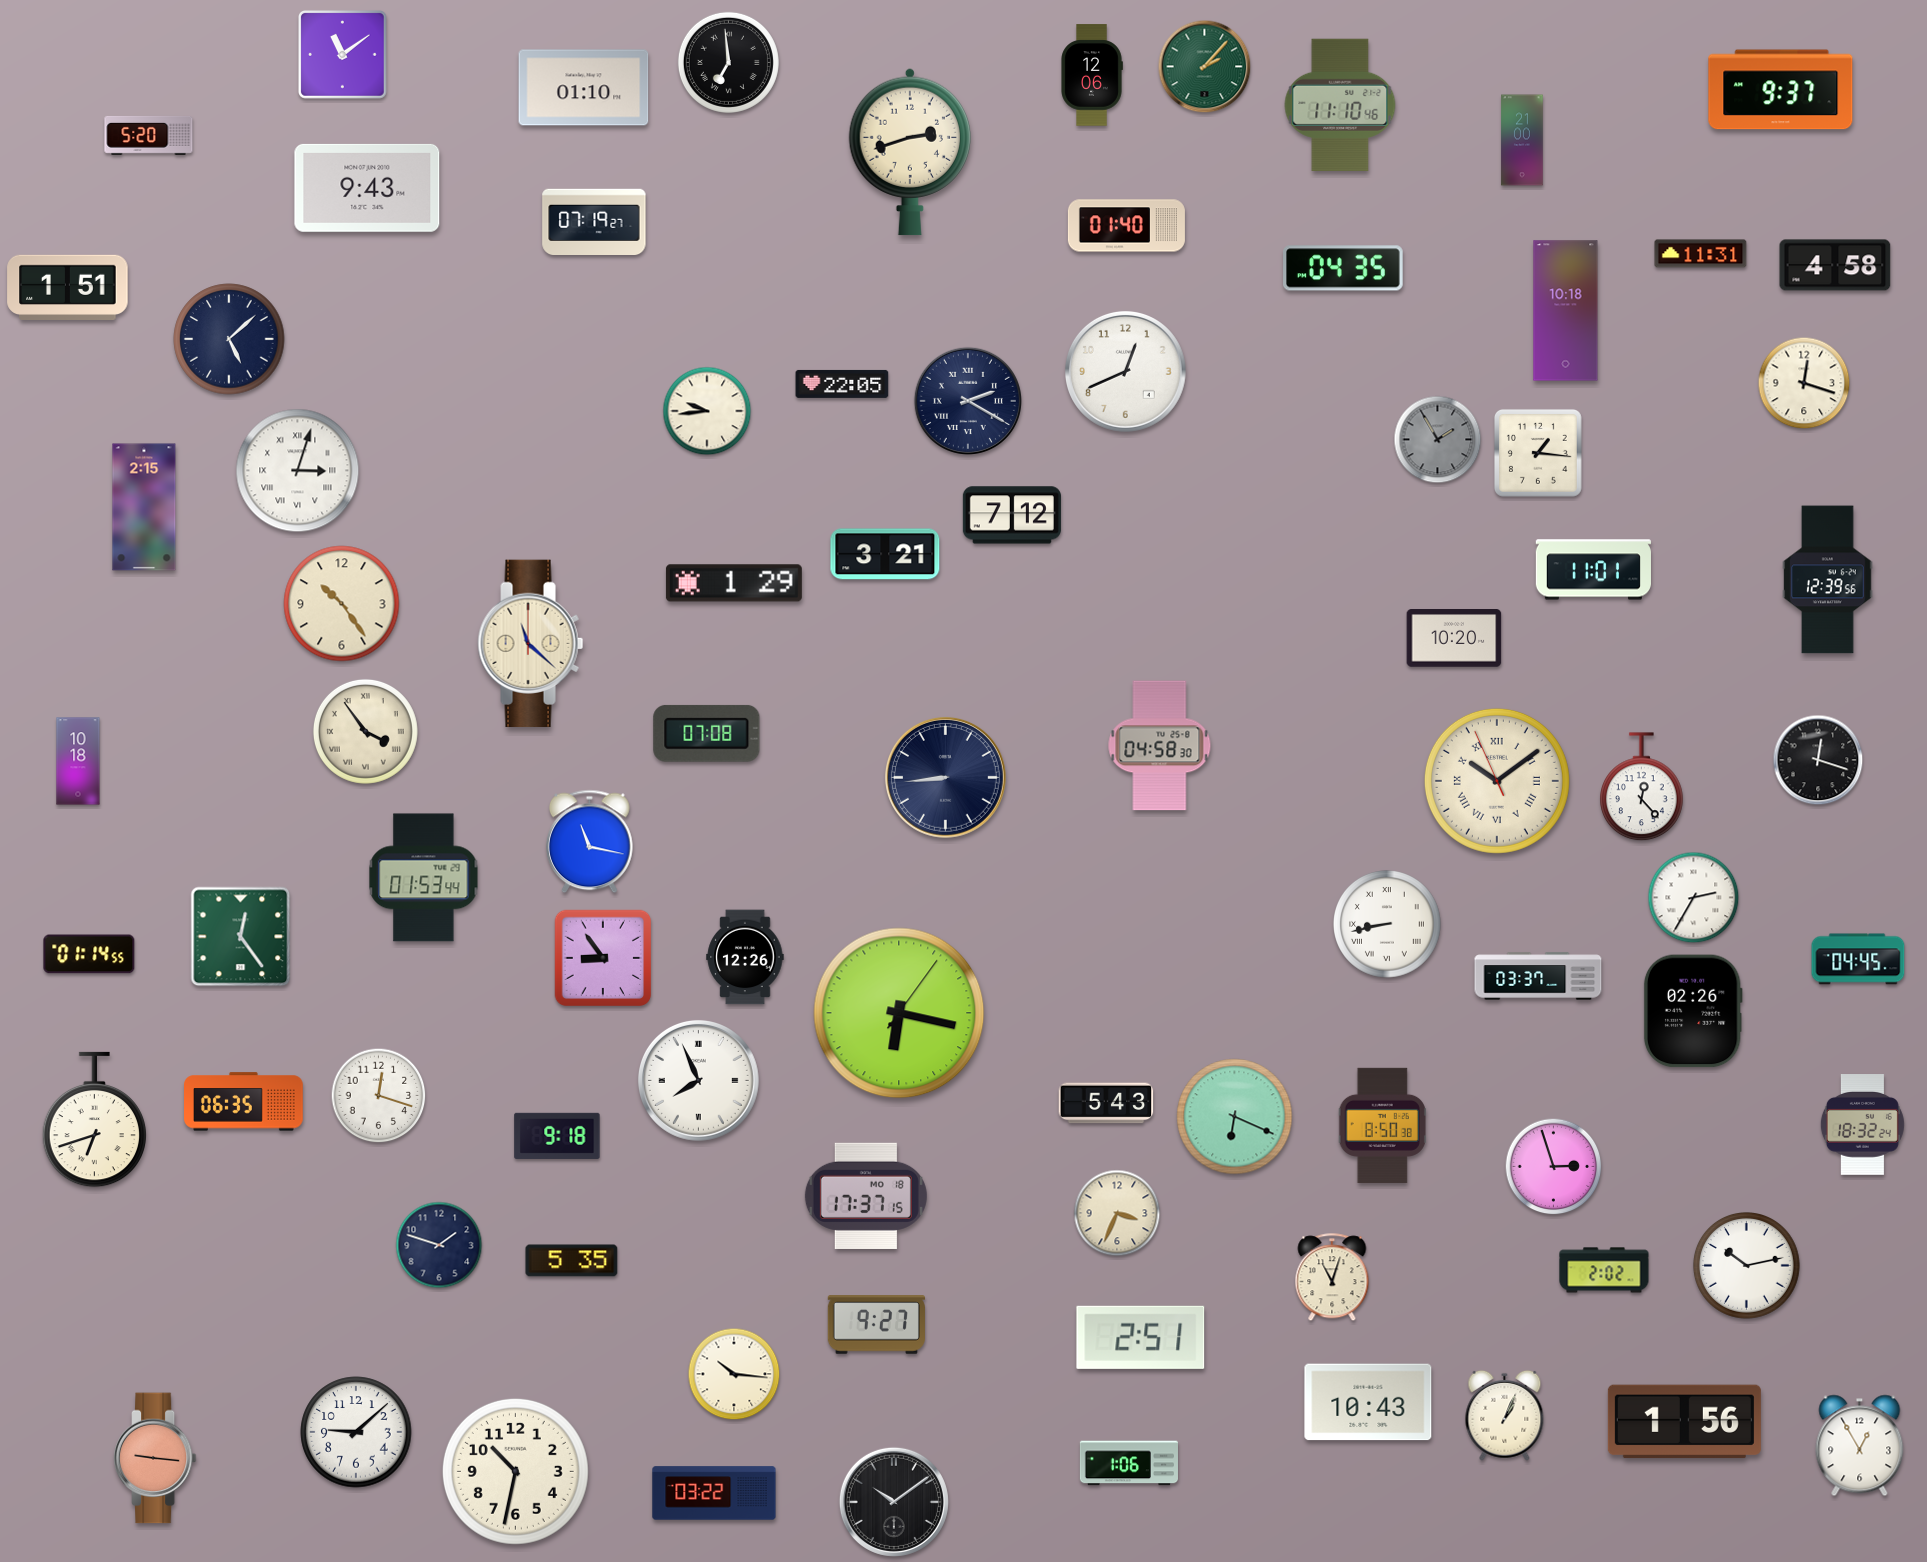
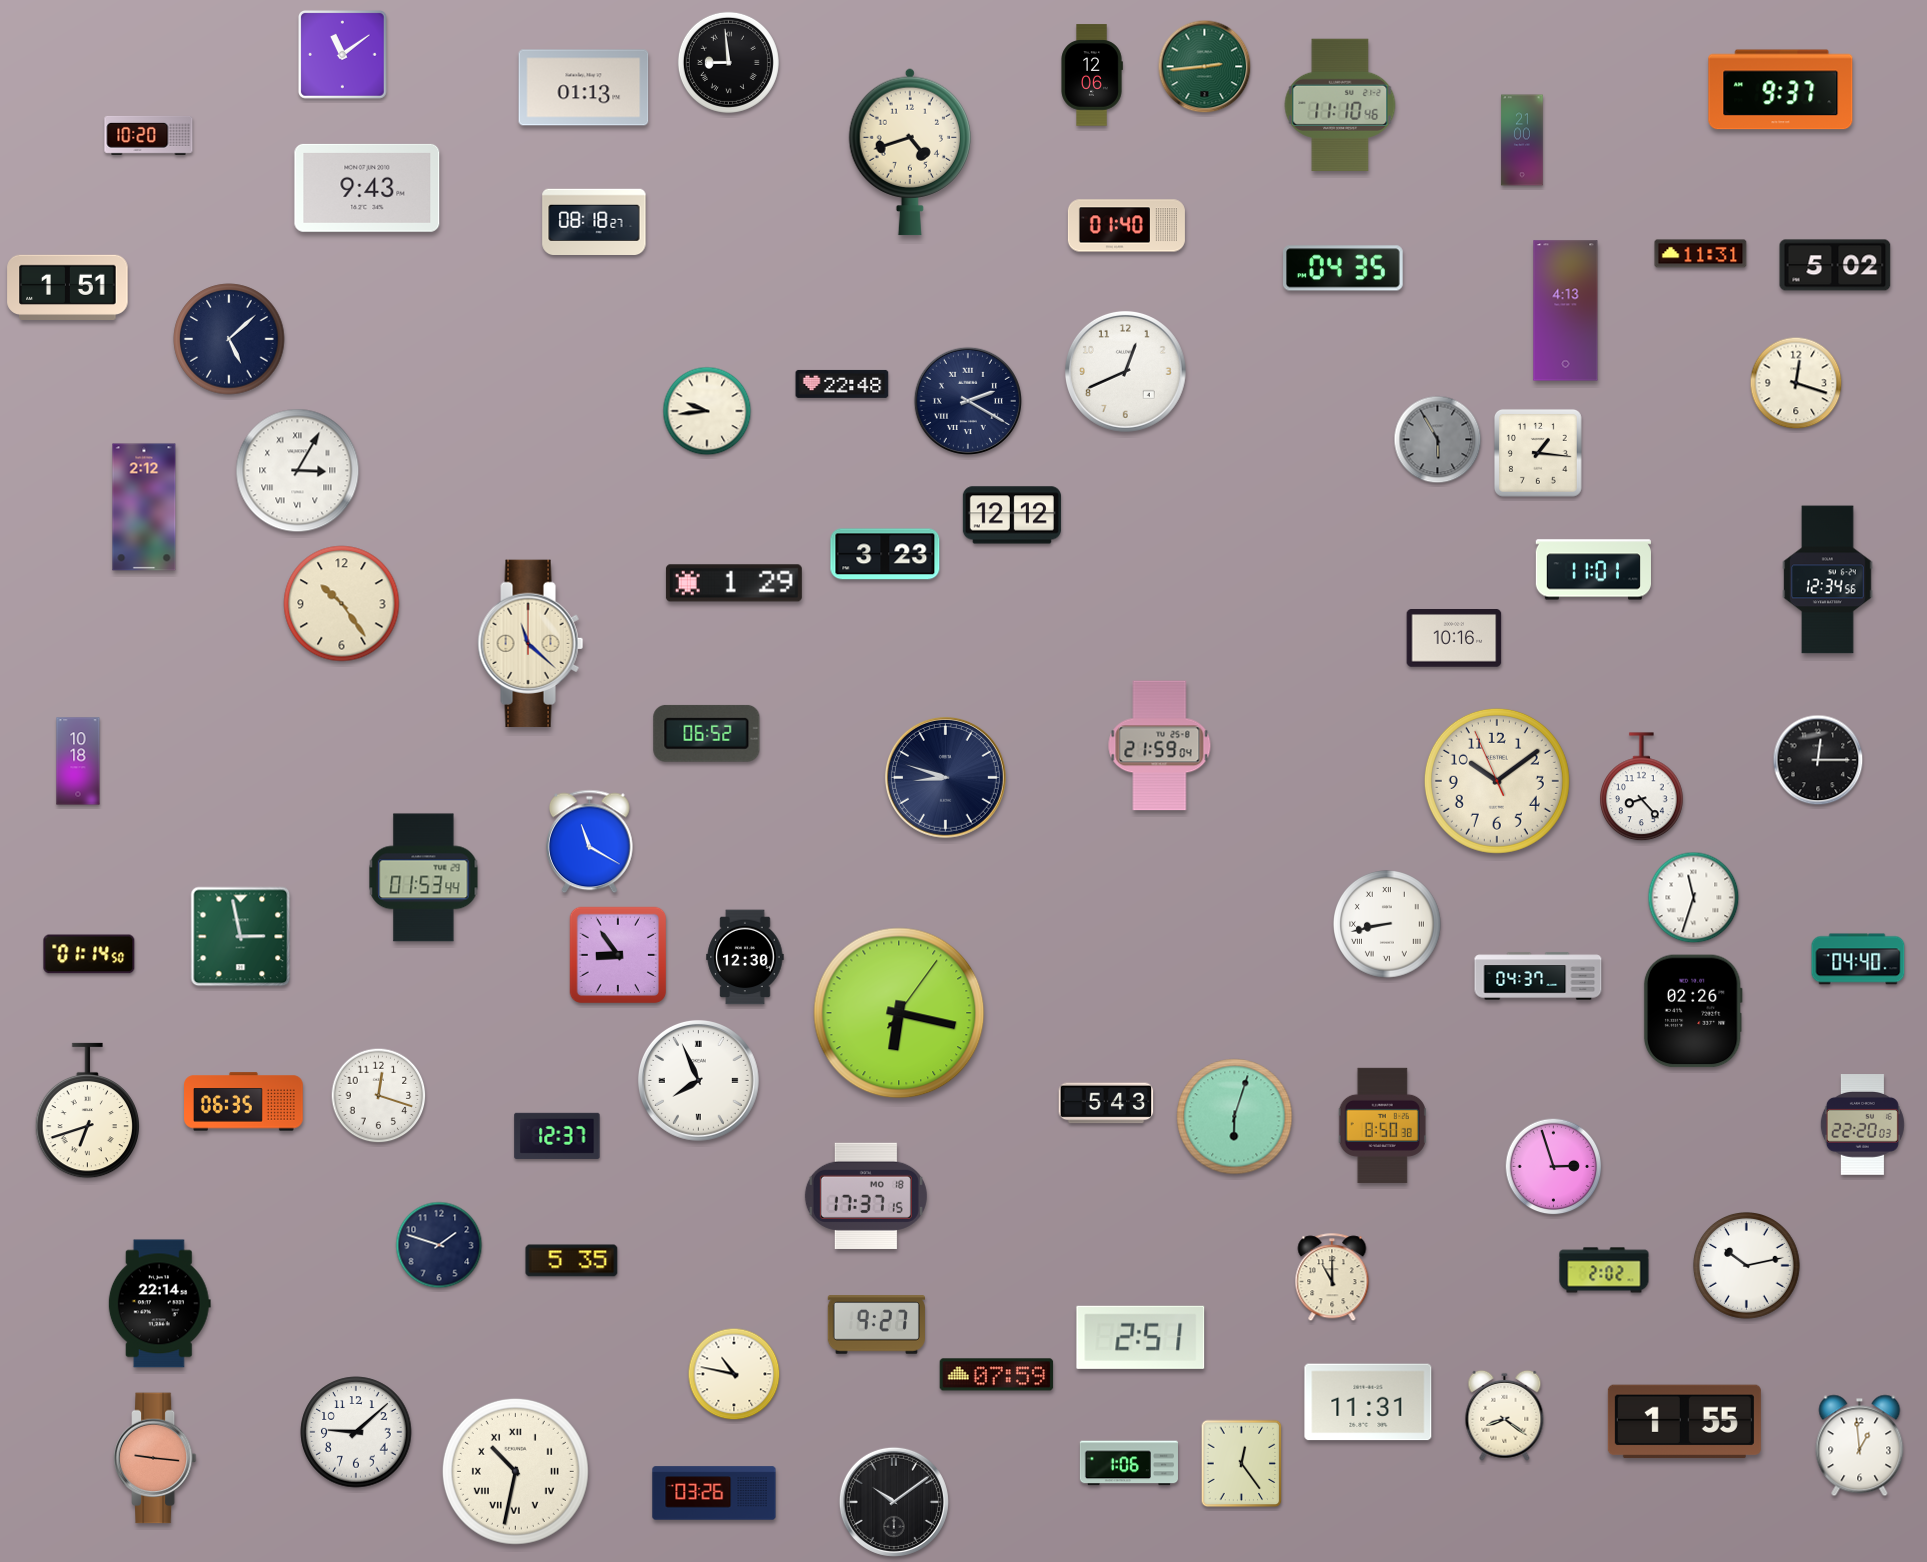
clock at (728, 62): 6:59 -> 8:59
clock at (1205, 67): 2:07 -> 2:44
clock at (584, 88): 01:10 -> 01:13
clock at (149, 135): 5:20 -> 10:20
clock at (909, 152): 2:42 -> 4:42
clock at (594, 222): 07:19 -> 08:18
clock at (1835, 265): 4:58 -> 5:02
clock at (1566, 311): 10:18 -> 4:13
clock at (1804, 383) position: (1804, 383) -> (1796, 383)
clock at (842, 384): 22:05 -> 22:48
clock at (1438, 440): 1:55 -> 5:55
clock at (298, 471): 3:03 -> 3:05
clock at (144, 507): 2:15 -> 2:12
clock at (1012, 515): 7:12 -> 12:12
clock at (885, 554): 3:21 -> 3:23
clock at (1828, 580): 12:39 -> 12:34
clock at (1454, 638): 10:20 -> 10:16
clock at (365, 731): 3:54 -> none
clock at (707, 733): 07:08 -> 06:52
clock at (1160, 746): 04:58 -> 21:59
clock at (1818, 760): 12:18 -> 12:15
clock at (945, 777): 8:44 -> 8:48
clock at (1497, 781) numerals: Roman -> Arabic
clock at (1642, 787): 12:23 -> 8:23
clock at (590, 842): 11:17 -> 11:20
clock at (1694, 898): 2:35 -> 11:33
clock at (241, 937): 12:24 -> 2:58
clock at (89, 954): 01:14:55 -> 01:14:50
clock at (745, 957): 12:26 -> 12:30
clock at (603, 958) position: (603, 958) -> (618, 955)
clock at (1858, 959): 04:45 -> 04:40
clock at (1538, 976): 03:37 -> 04:37
clock at (1235, 1117): 6:19 -> 6:03
clock at (94, 1120) position: (94, 1120) -> (87, 1111)
clock at (1862, 1125): 18:32 -> 22:20
clock at (557, 1136): 9:18 -> 12:37
clock at (1117, 1213): 3:34 -> none
clock at (1332, 1278): 11:03 -> 11:00
clock at (159, 1304): none -> 22:14
clock at (734, 1374): 10:16 -> 10:47
clock at (997, 1375): none -> 07:59
clock at (1368, 1402): 10:43 -> 11:31
clock at (1505, 1415): 1:04 -> 8:21
clock at (1684, 1422): 1:56 -> 1:55
clock at (1860, 1446): 12:55 -> 12:59
clock at (1242, 1464): none -> 12:24
clock at (515, 1471) numerals: Arabic -> Roman
clock at (714, 1493): 03:22 -> 03:26
